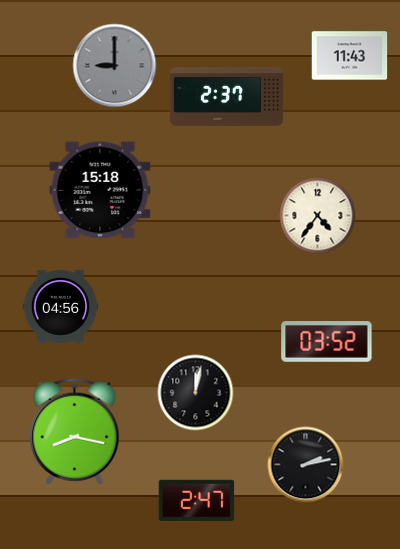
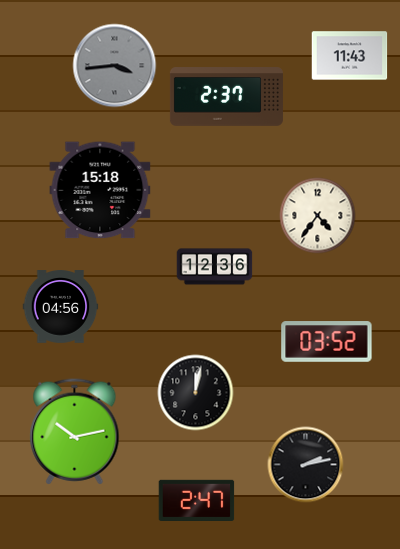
clock at (115, 66): 9:00 -> 3:44
clock at (215, 267): none -> 12:36
clock at (75, 432): 8:17 -> 10:13
